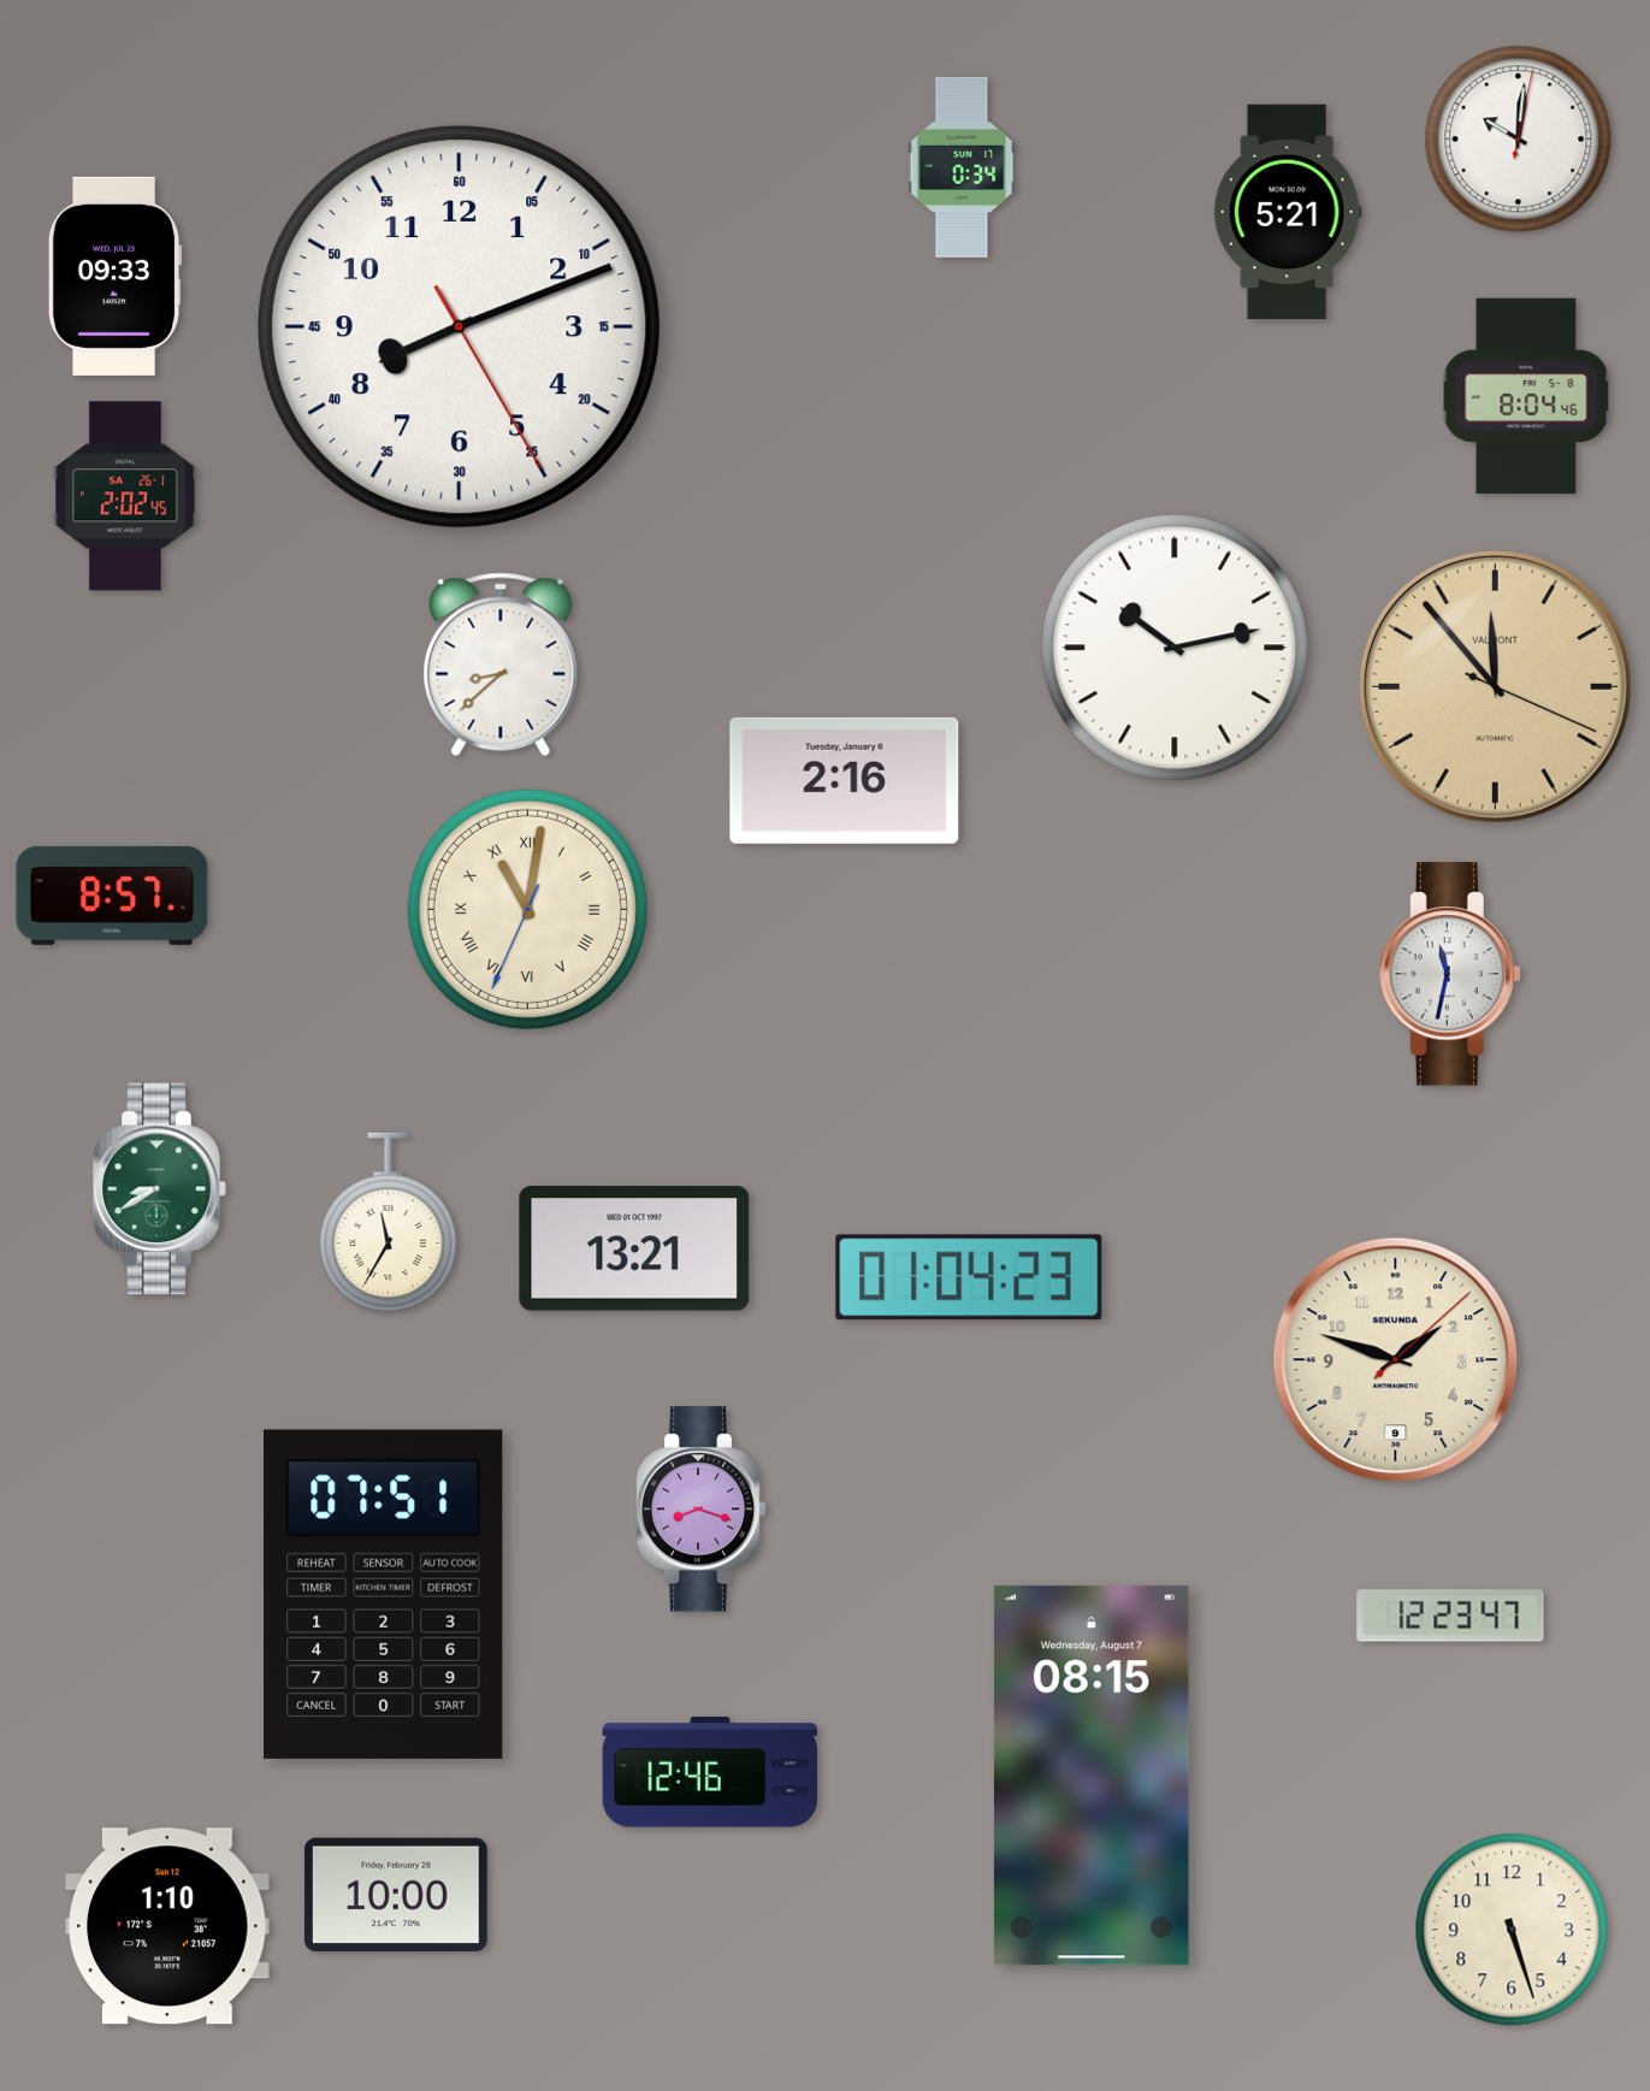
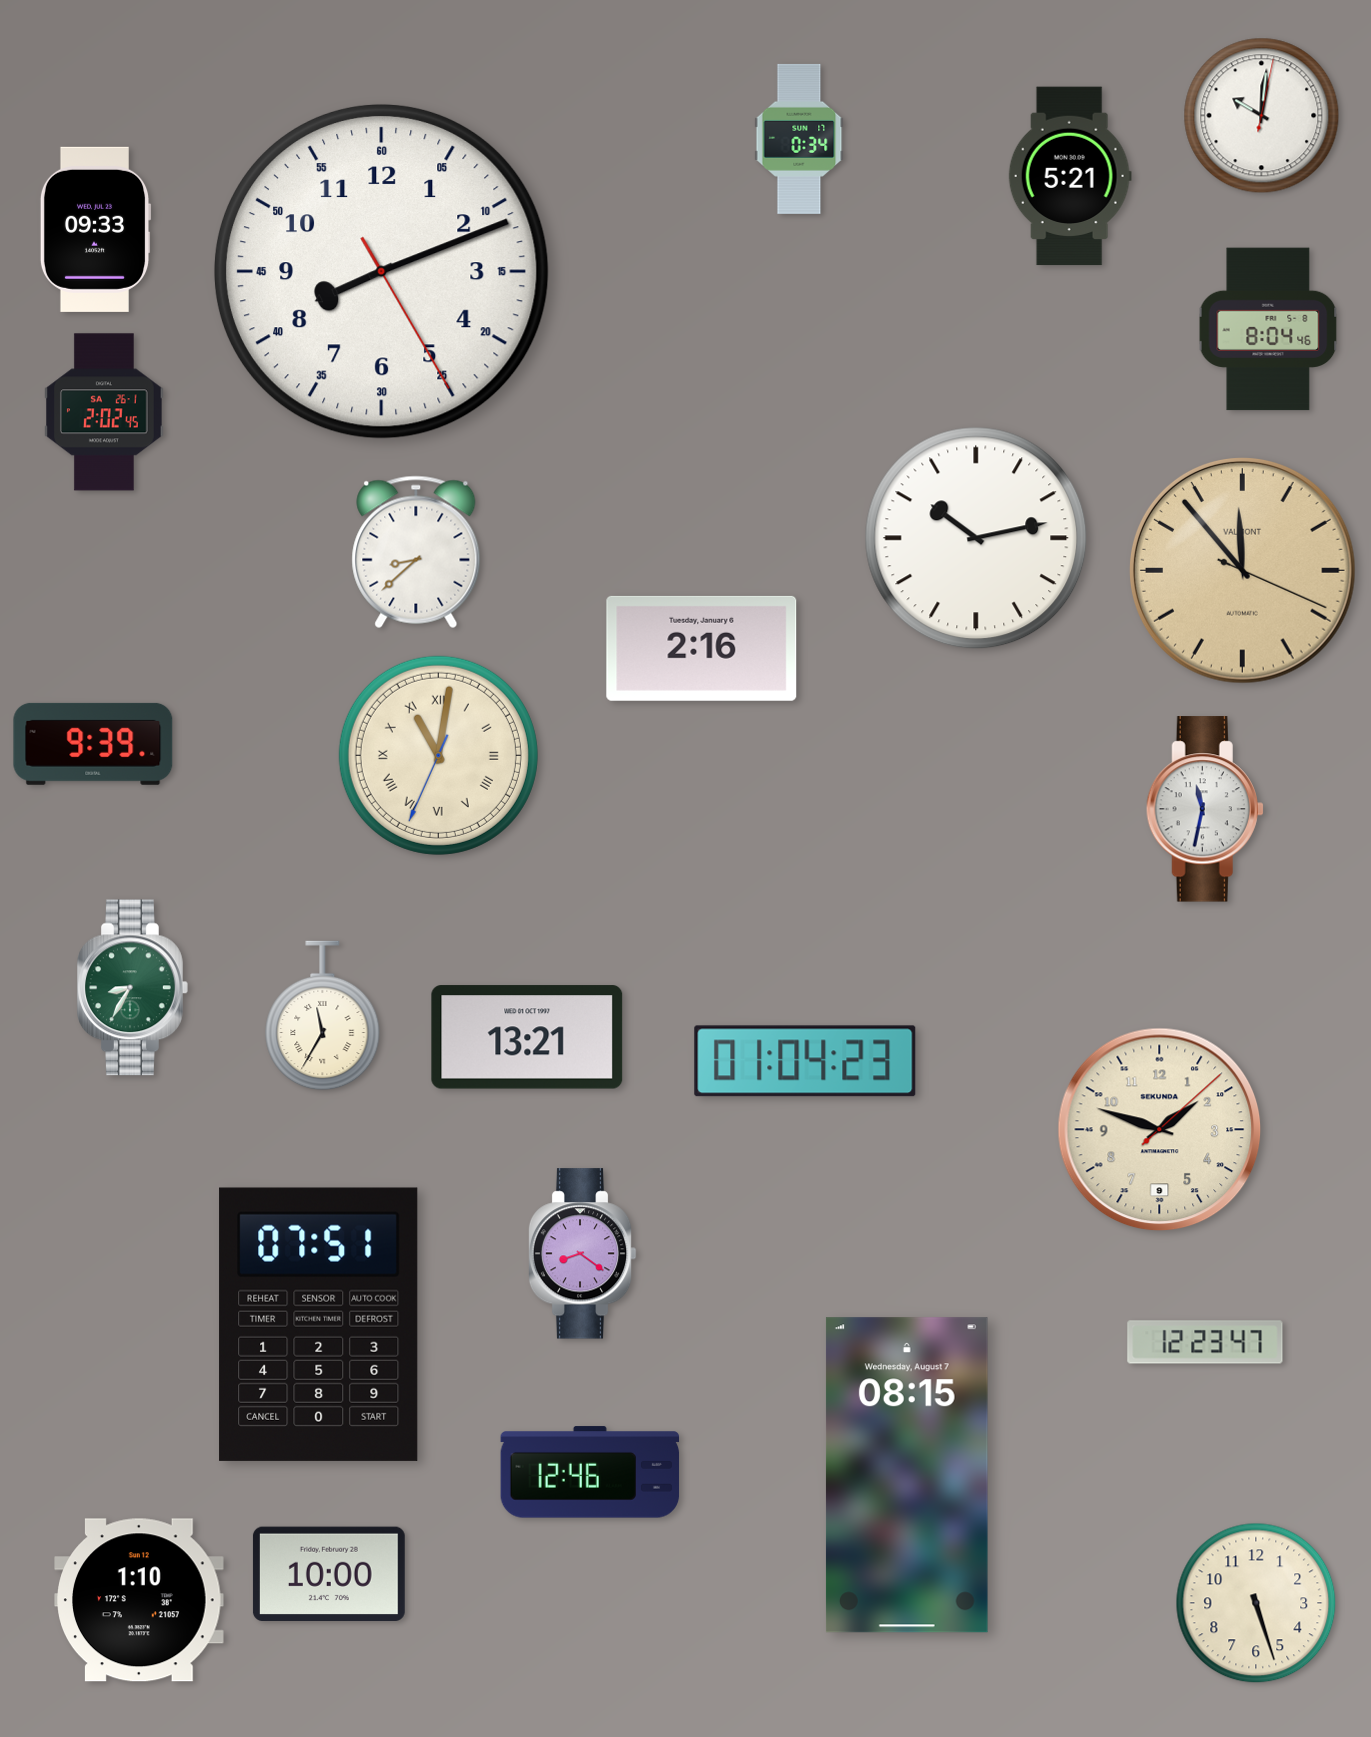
clock at (112, 896): 8:57 -> 9:39
clock at (160, 1189): 8:40 -> 8:35
clock at (700, 1510): 8:18 -> 8:21
